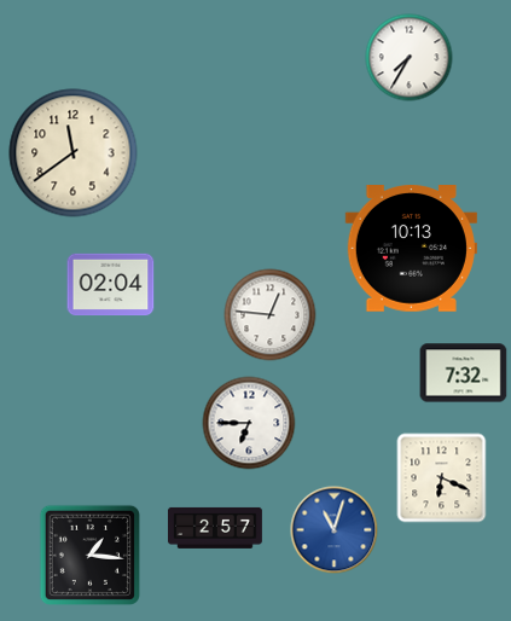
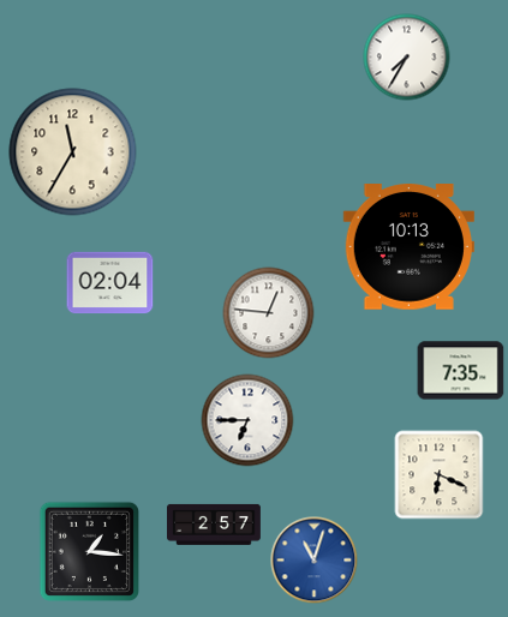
clock at (74, 153): 11:39 -> 11:35
clock at (464, 373): 7:32 -> 7:35
clock at (335, 530) position: (335, 530) -> (315, 561)
